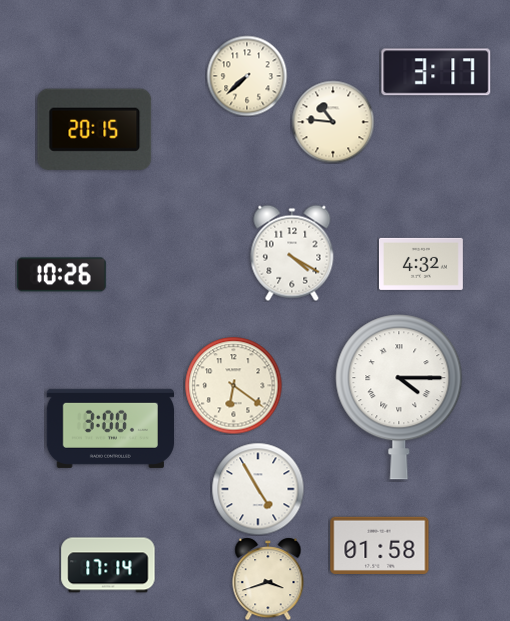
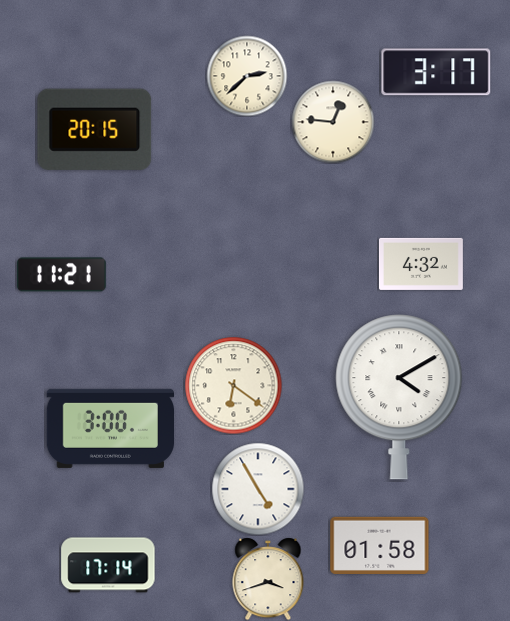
clock at (247, 76): 7:38 -> 2:38
clock at (333, 122): 10:46 -> 12:46
clock at (292, 253): 4:20 -> none
clock at (62, 275): 10:26 -> 11:21
clock at (399, 397): 4:15 -> 4:10
